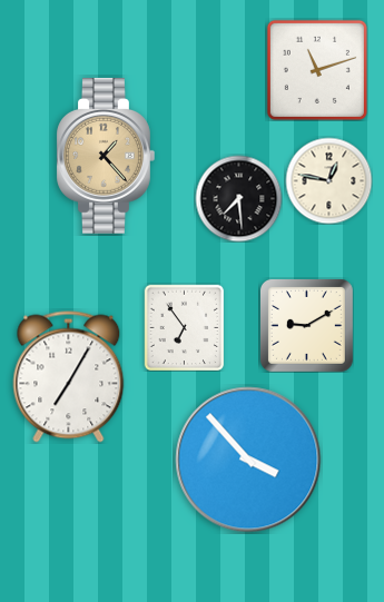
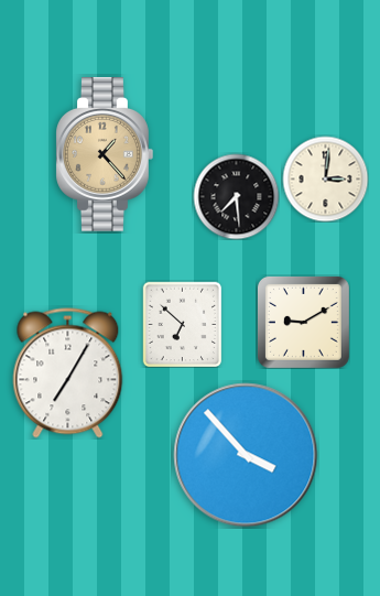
clock at (317, 70): 11:12 -> none
clock at (328, 180): 12:47 -> 3:01
clock at (185, 327): 6:54 -> 6:52
